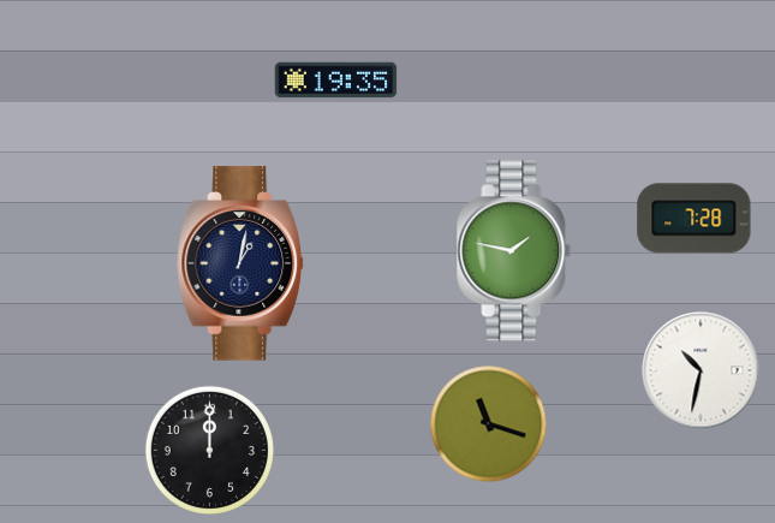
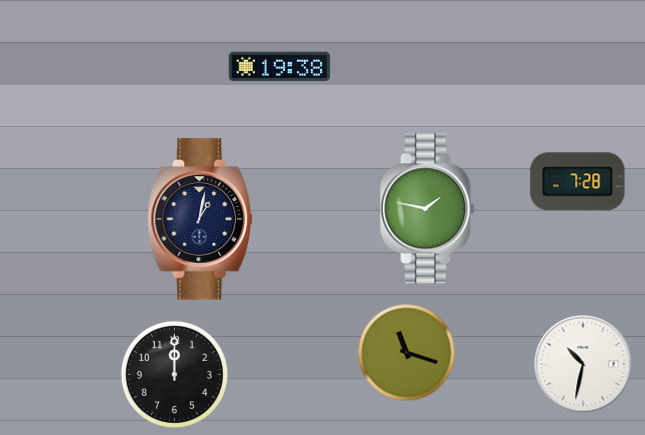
clock at (336, 81): 19:35 -> 19:38
clock at (701, 370) position: (701, 370) -> (583, 364)
